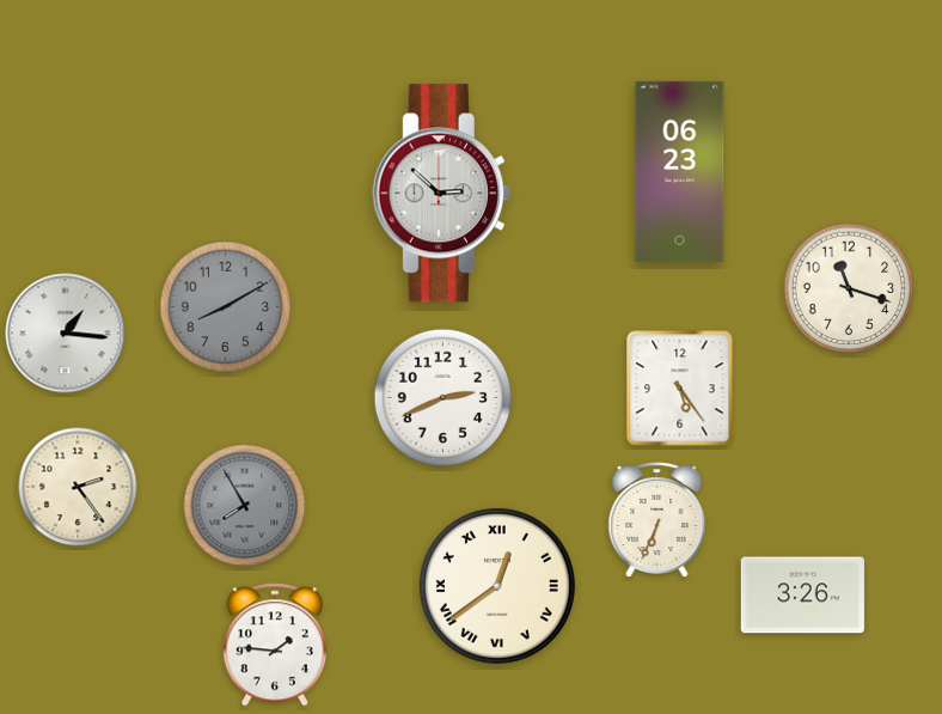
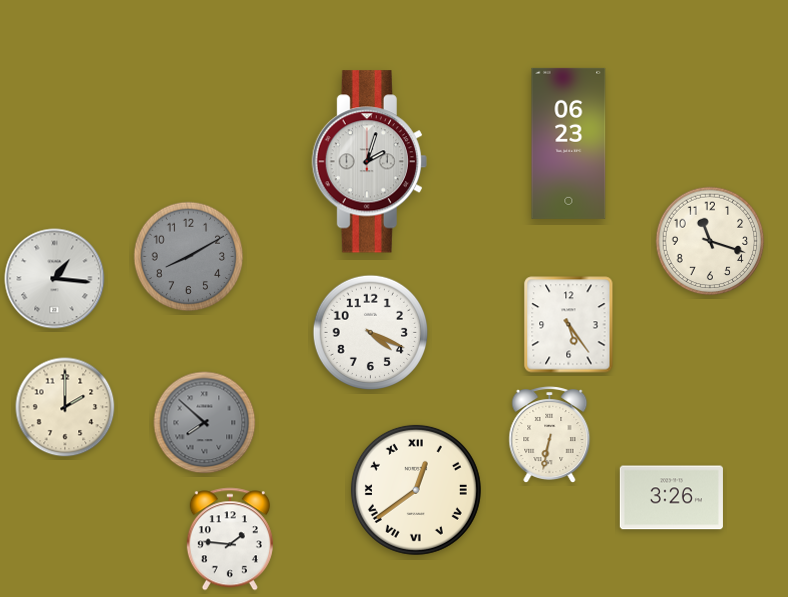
clock at (441, 194): 2:52 -> 2:03
clock at (444, 398): 2:41 -> 4:19
clock at (78, 487): 2:24 -> 2:00
clock at (245, 506): 7:55 -> 7:52
clock at (657, 520): 6:34 -> 6:32
